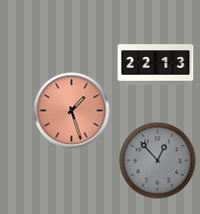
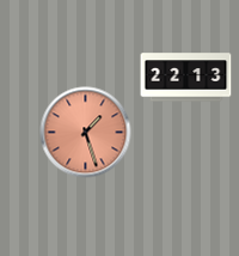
clock at (158, 161): 12:53 -> none
